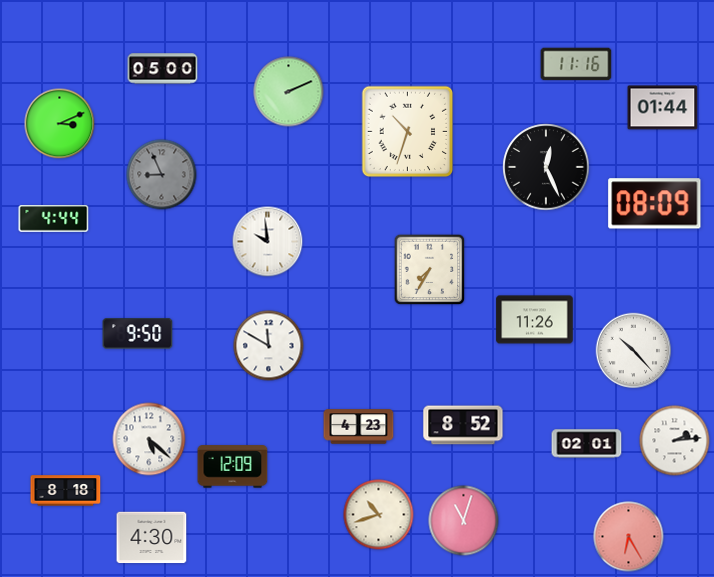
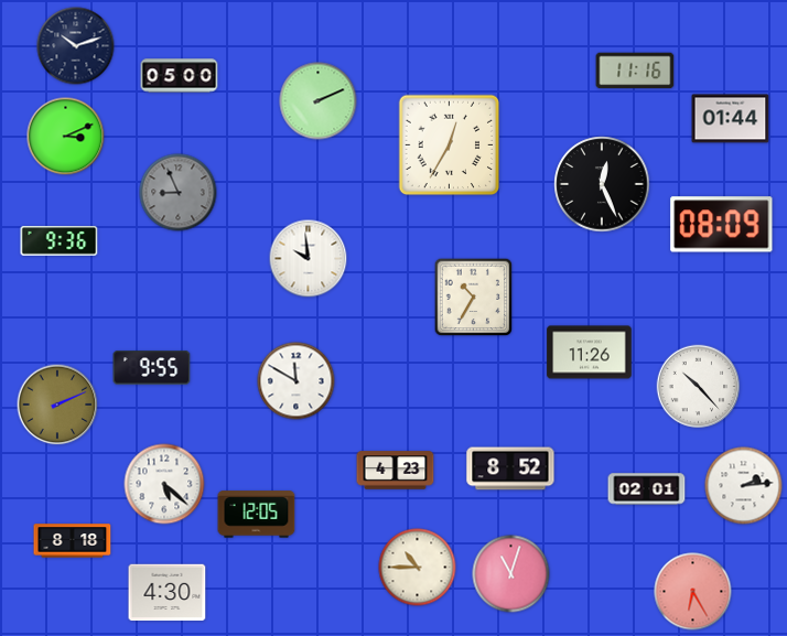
clock at (76, 46): none -> 10:12
clock at (408, 132): 10:33 -> 12:35
clock at (54, 219): 4:44 -> 9:36
clock at (268, 242) position: (268, 242) -> (309, 259)
clock at (430, 270): 7:35 -> 10:35
clock at (138, 334): 9:50 -> 9:55
clock at (57, 405): none -> 2:11
clock at (233, 467): 12:09 -> 12:05
clock at (379, 515): 10:42 -> 10:45
